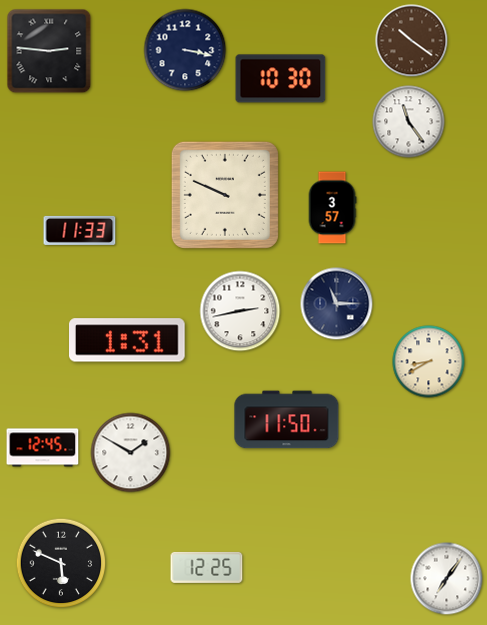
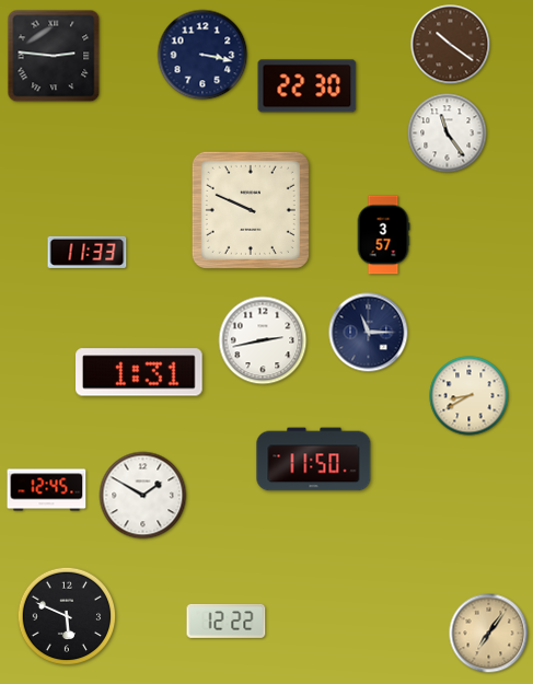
clock at (281, 79): 10:30 -> 22:30
clock at (225, 195) position: (225, 195) -> (251, 210)
clock at (332, 208) position: (332, 208) -> (383, 235)
clock at (207, 567): 12:25 -> 12:22
clock at (447, 579) dial: white -> champagne
